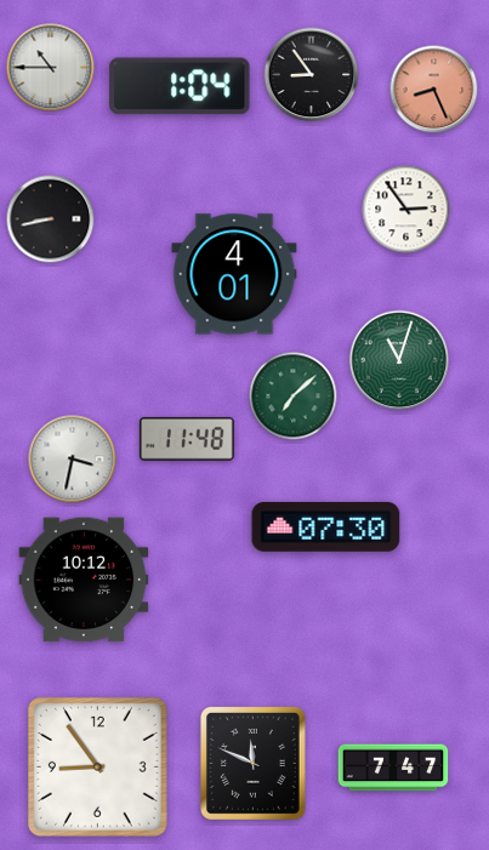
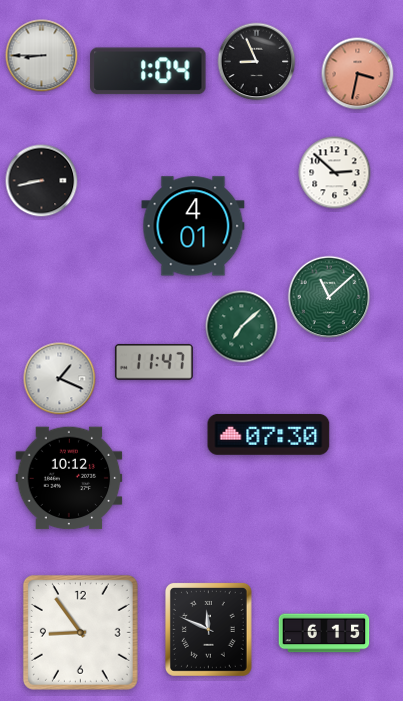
clock at (51, 68): 10:45 -> 8:45
clock at (312, 75): 8:54 -> 8:56
clock at (434, 90): 8:26 -> 3:32
clock at (406, 210): 2:54 -> 2:52
clock at (399, 360): 11:03 -> 11:08
clock at (187, 439): 11:48 -> 11:47
clock at (73, 460): 3:32 -> 1:19
clock at (393, 768): 7:47 -> 6:15
